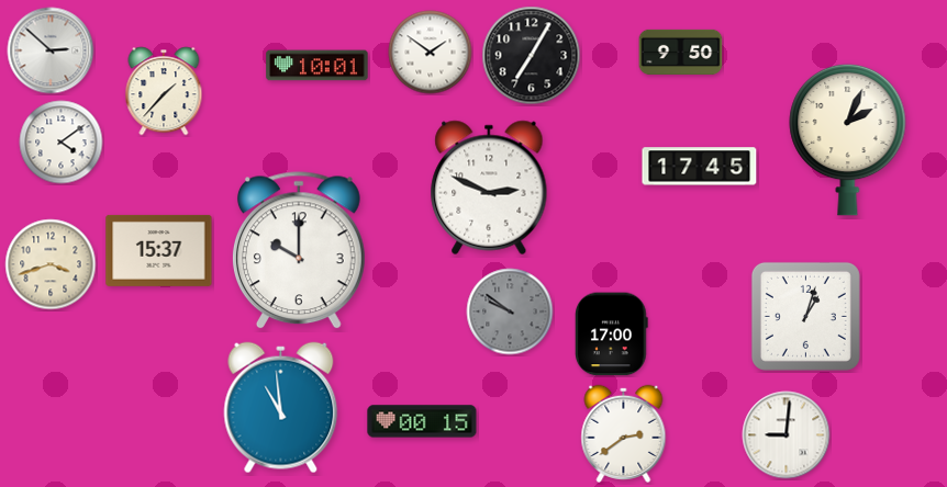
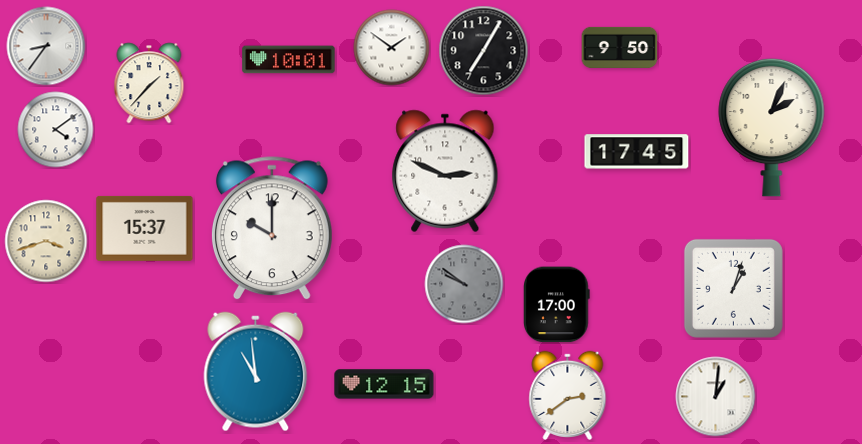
clock at (51, 50): 2:52 -> 8:36
clock at (422, 421): 00:15 -> 12:15
clock at (787, 435): 9:01 -> 1:01
